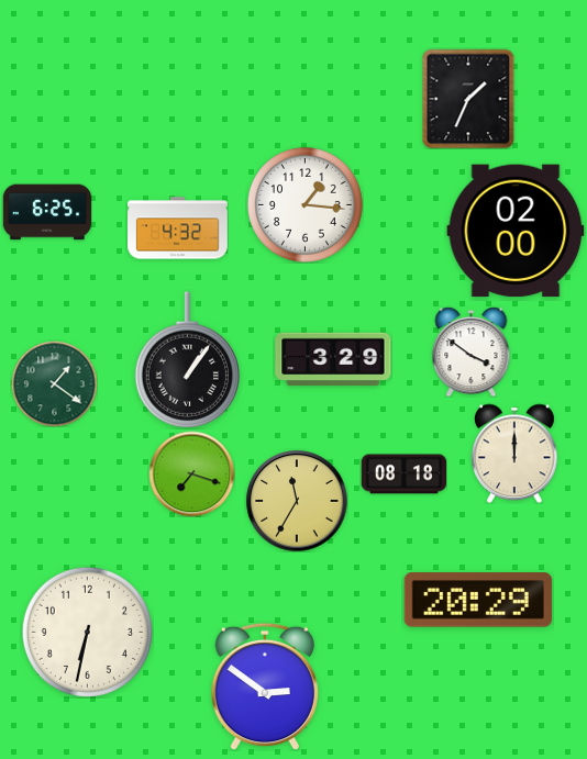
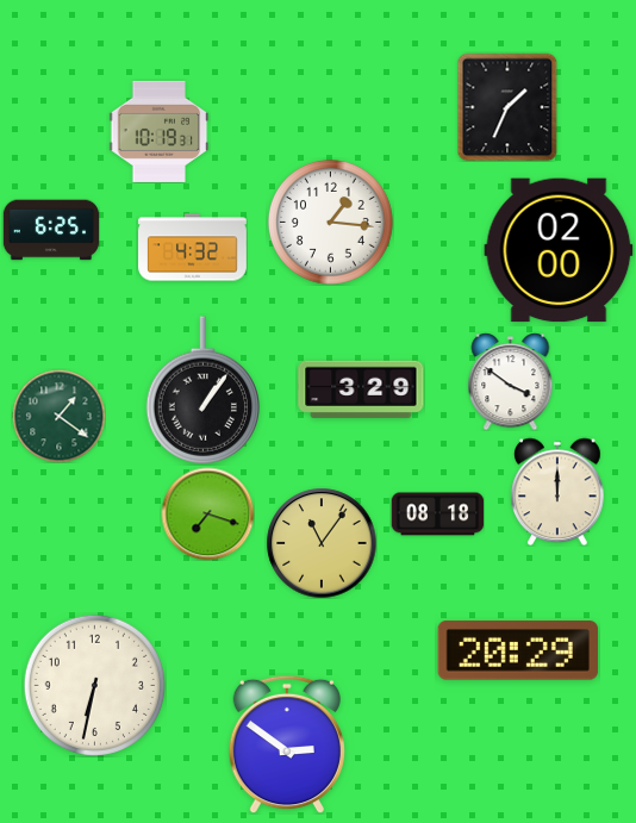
clock at (160, 131): none -> 10:19
clock at (297, 501): 11:35 -> 11:06
